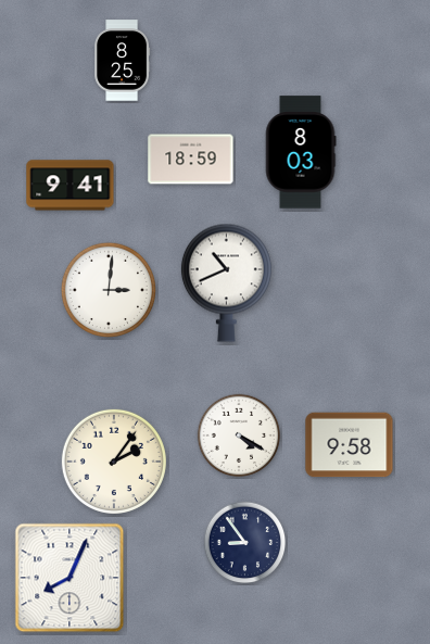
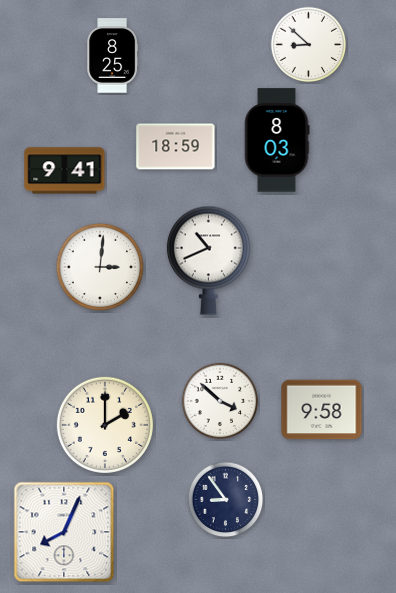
clock at (309, 45): none -> 8:52
clock at (239, 435): 4:20 -> 3:52
clock at (114, 462): 2:06 -> 2:00
